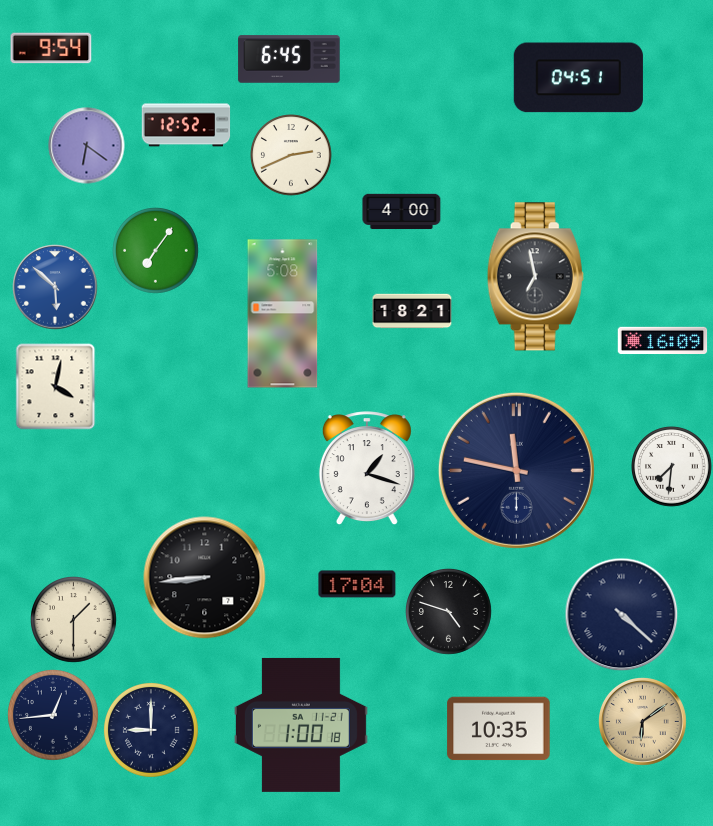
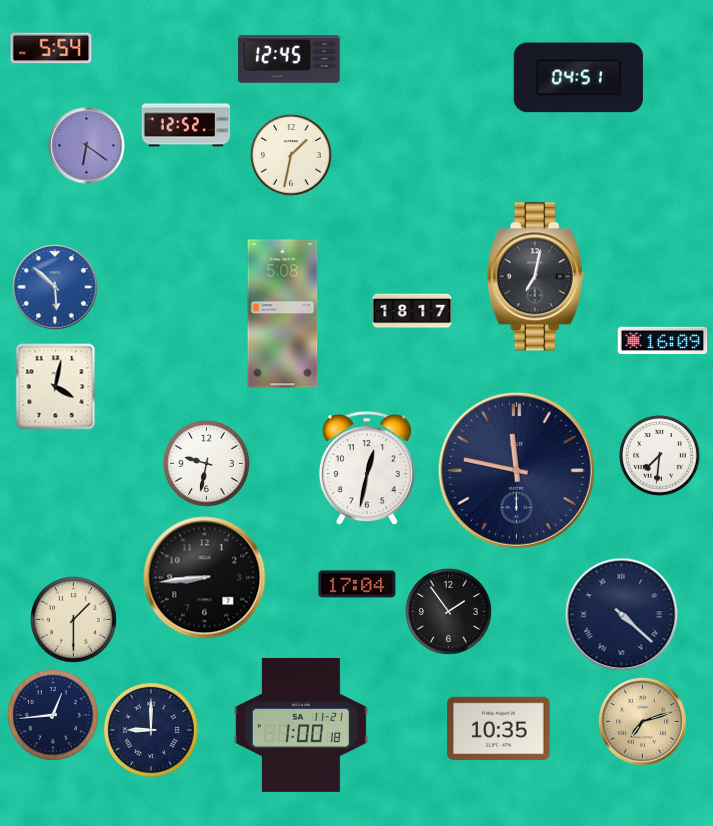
clock at (51, 48): 9:54 -> 5:54
clock at (289, 59): 6:45 -> 12:45
clock at (291, 155): 2:41 -> 1:32
clock at (402, 212): 4:00 -> none
clock at (156, 251): 7:06 -> none
clock at (535, 277): 6:58 -> 7:02
clock at (412, 311): 18:21 -> 18:17
clock at (207, 464): none -> 9:32
clock at (672, 467) position: (672, 467) -> (660, 456)
clock at (367, 469): 1:18 -> 12:32
clock at (449, 612): 4:48 -> 1:54
clock at (643, 722): 6:09 -> 7:12
